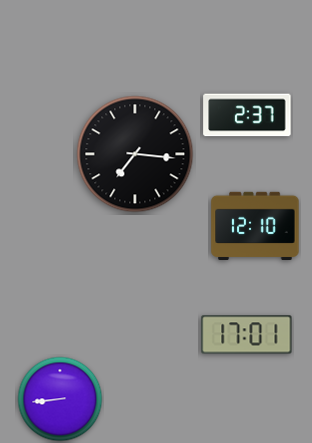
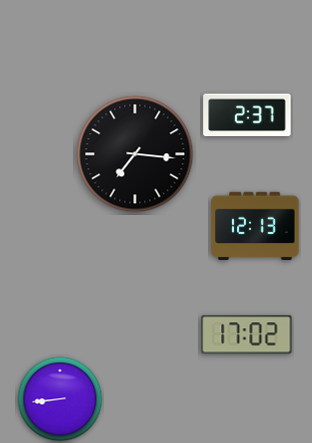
clock at (255, 226): 12:10 -> 12:13
clock at (247, 335): 17:01 -> 17:02
